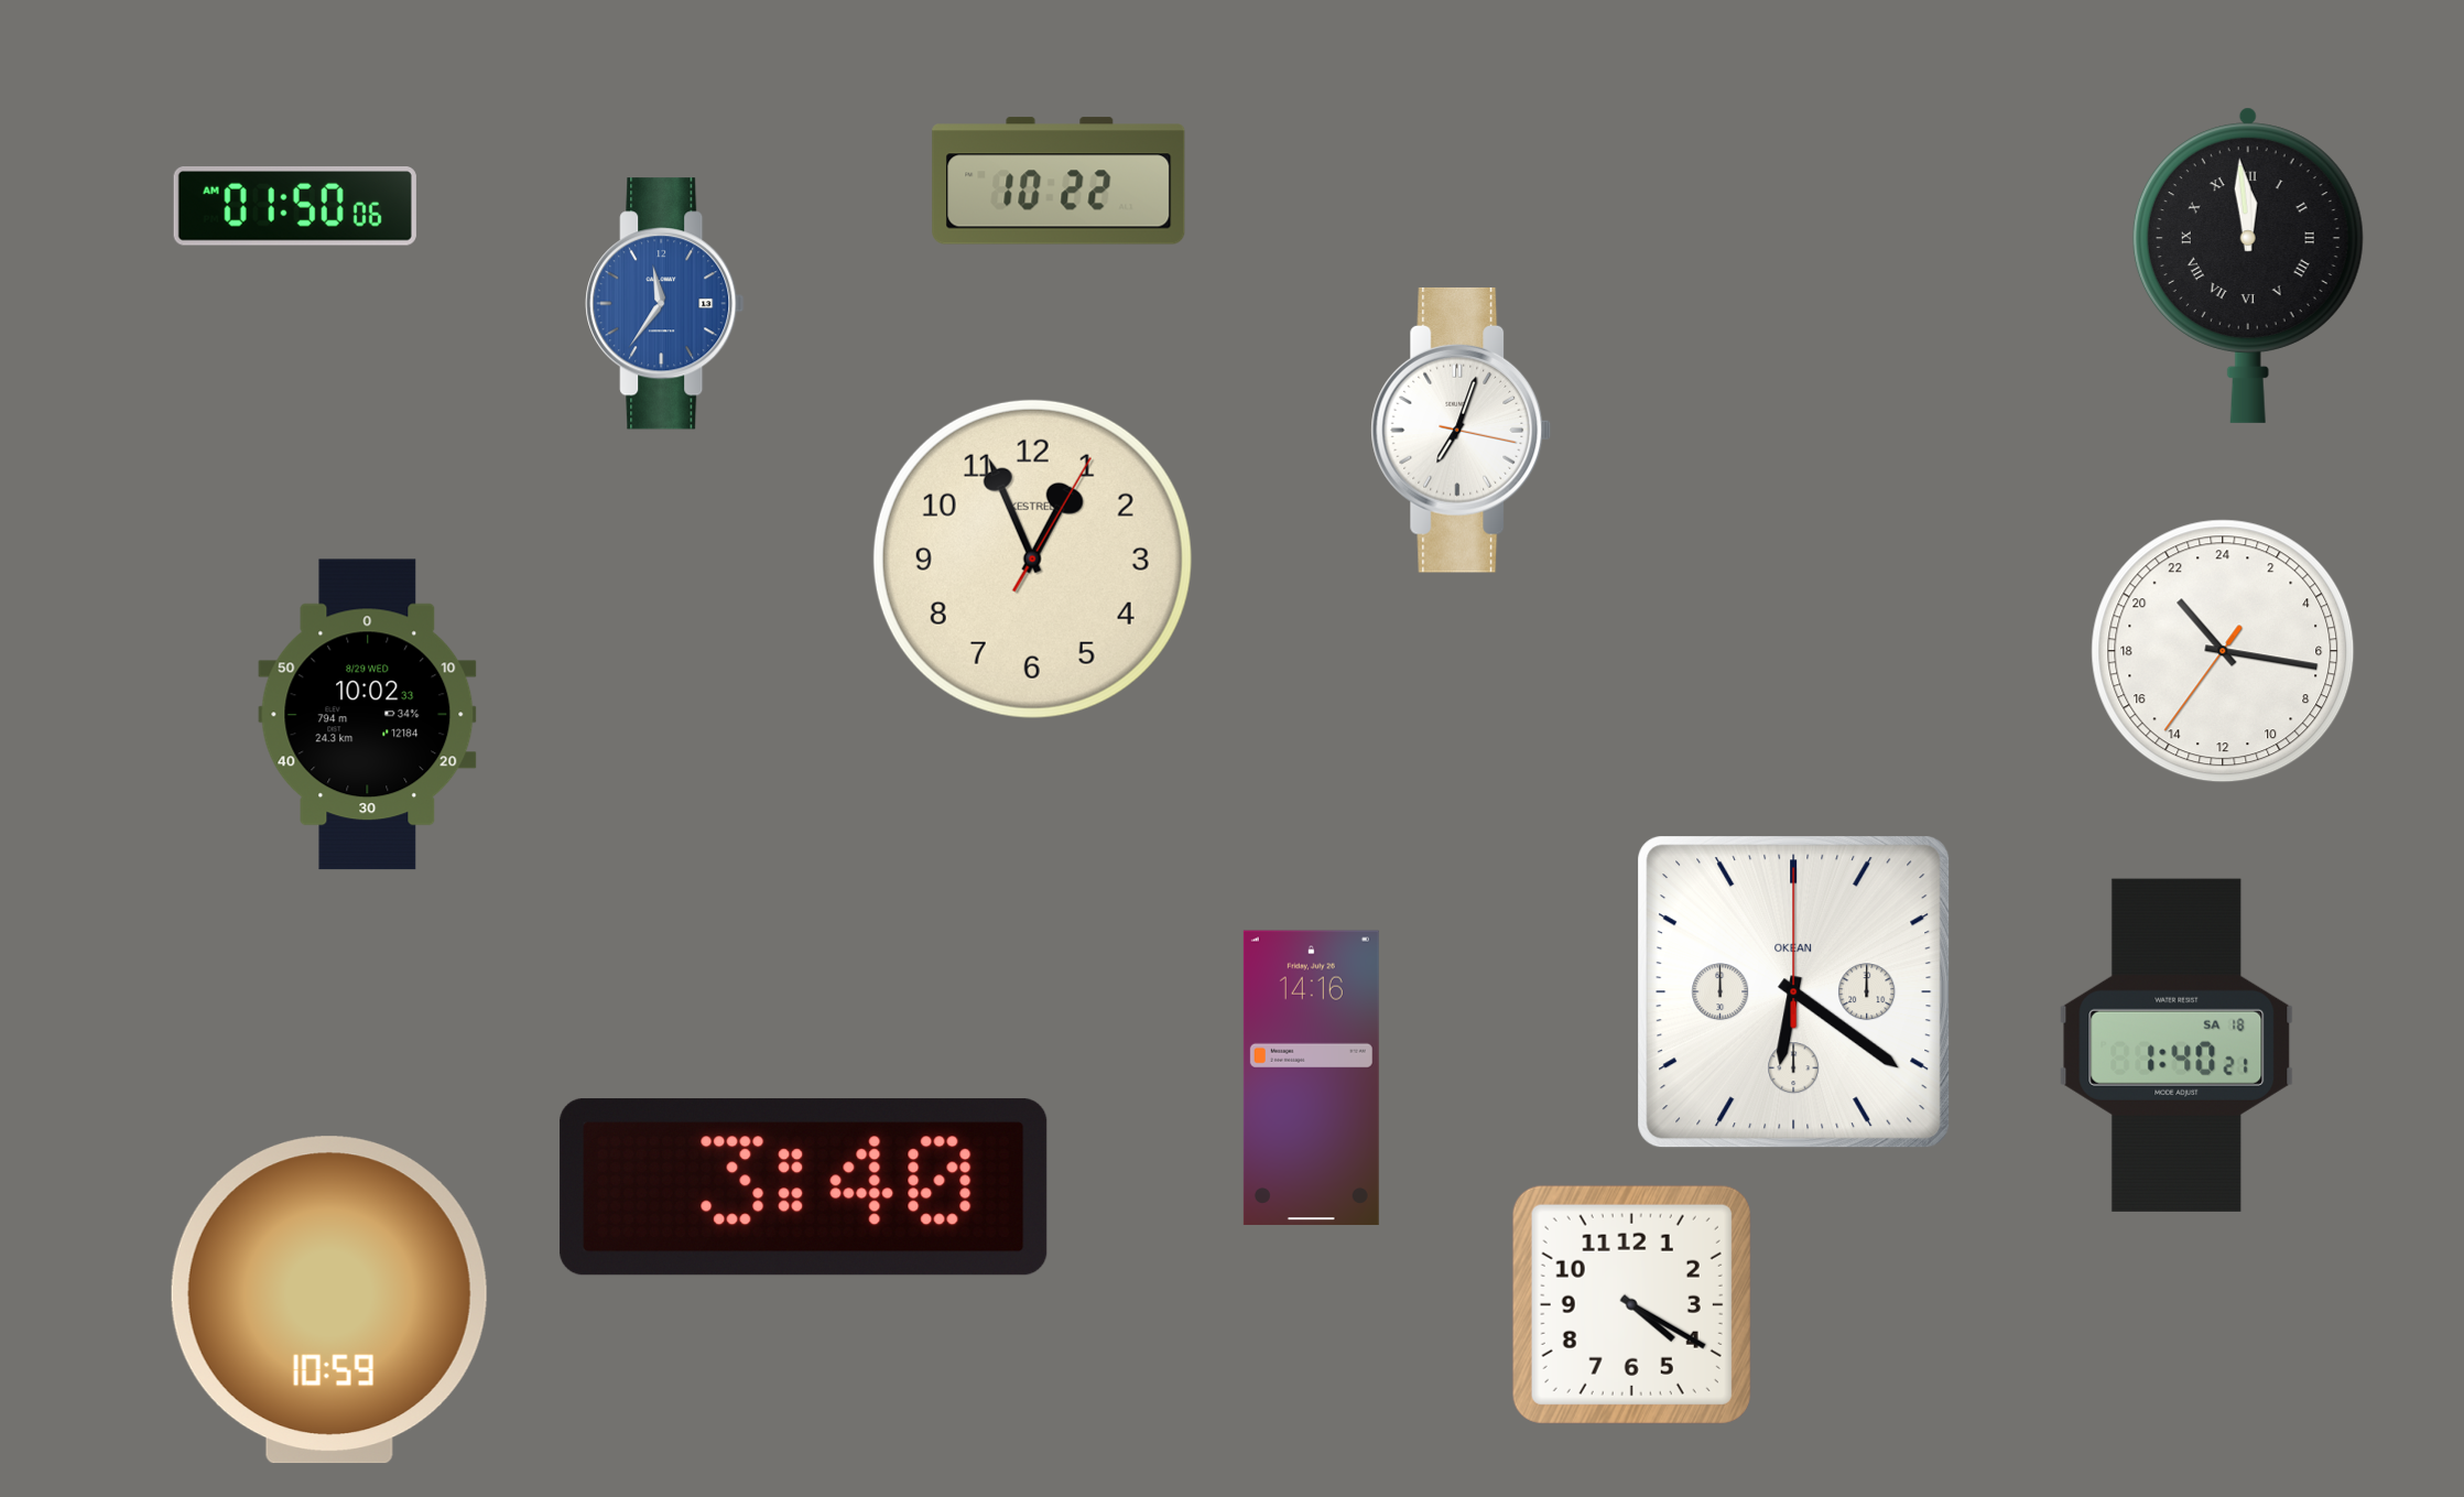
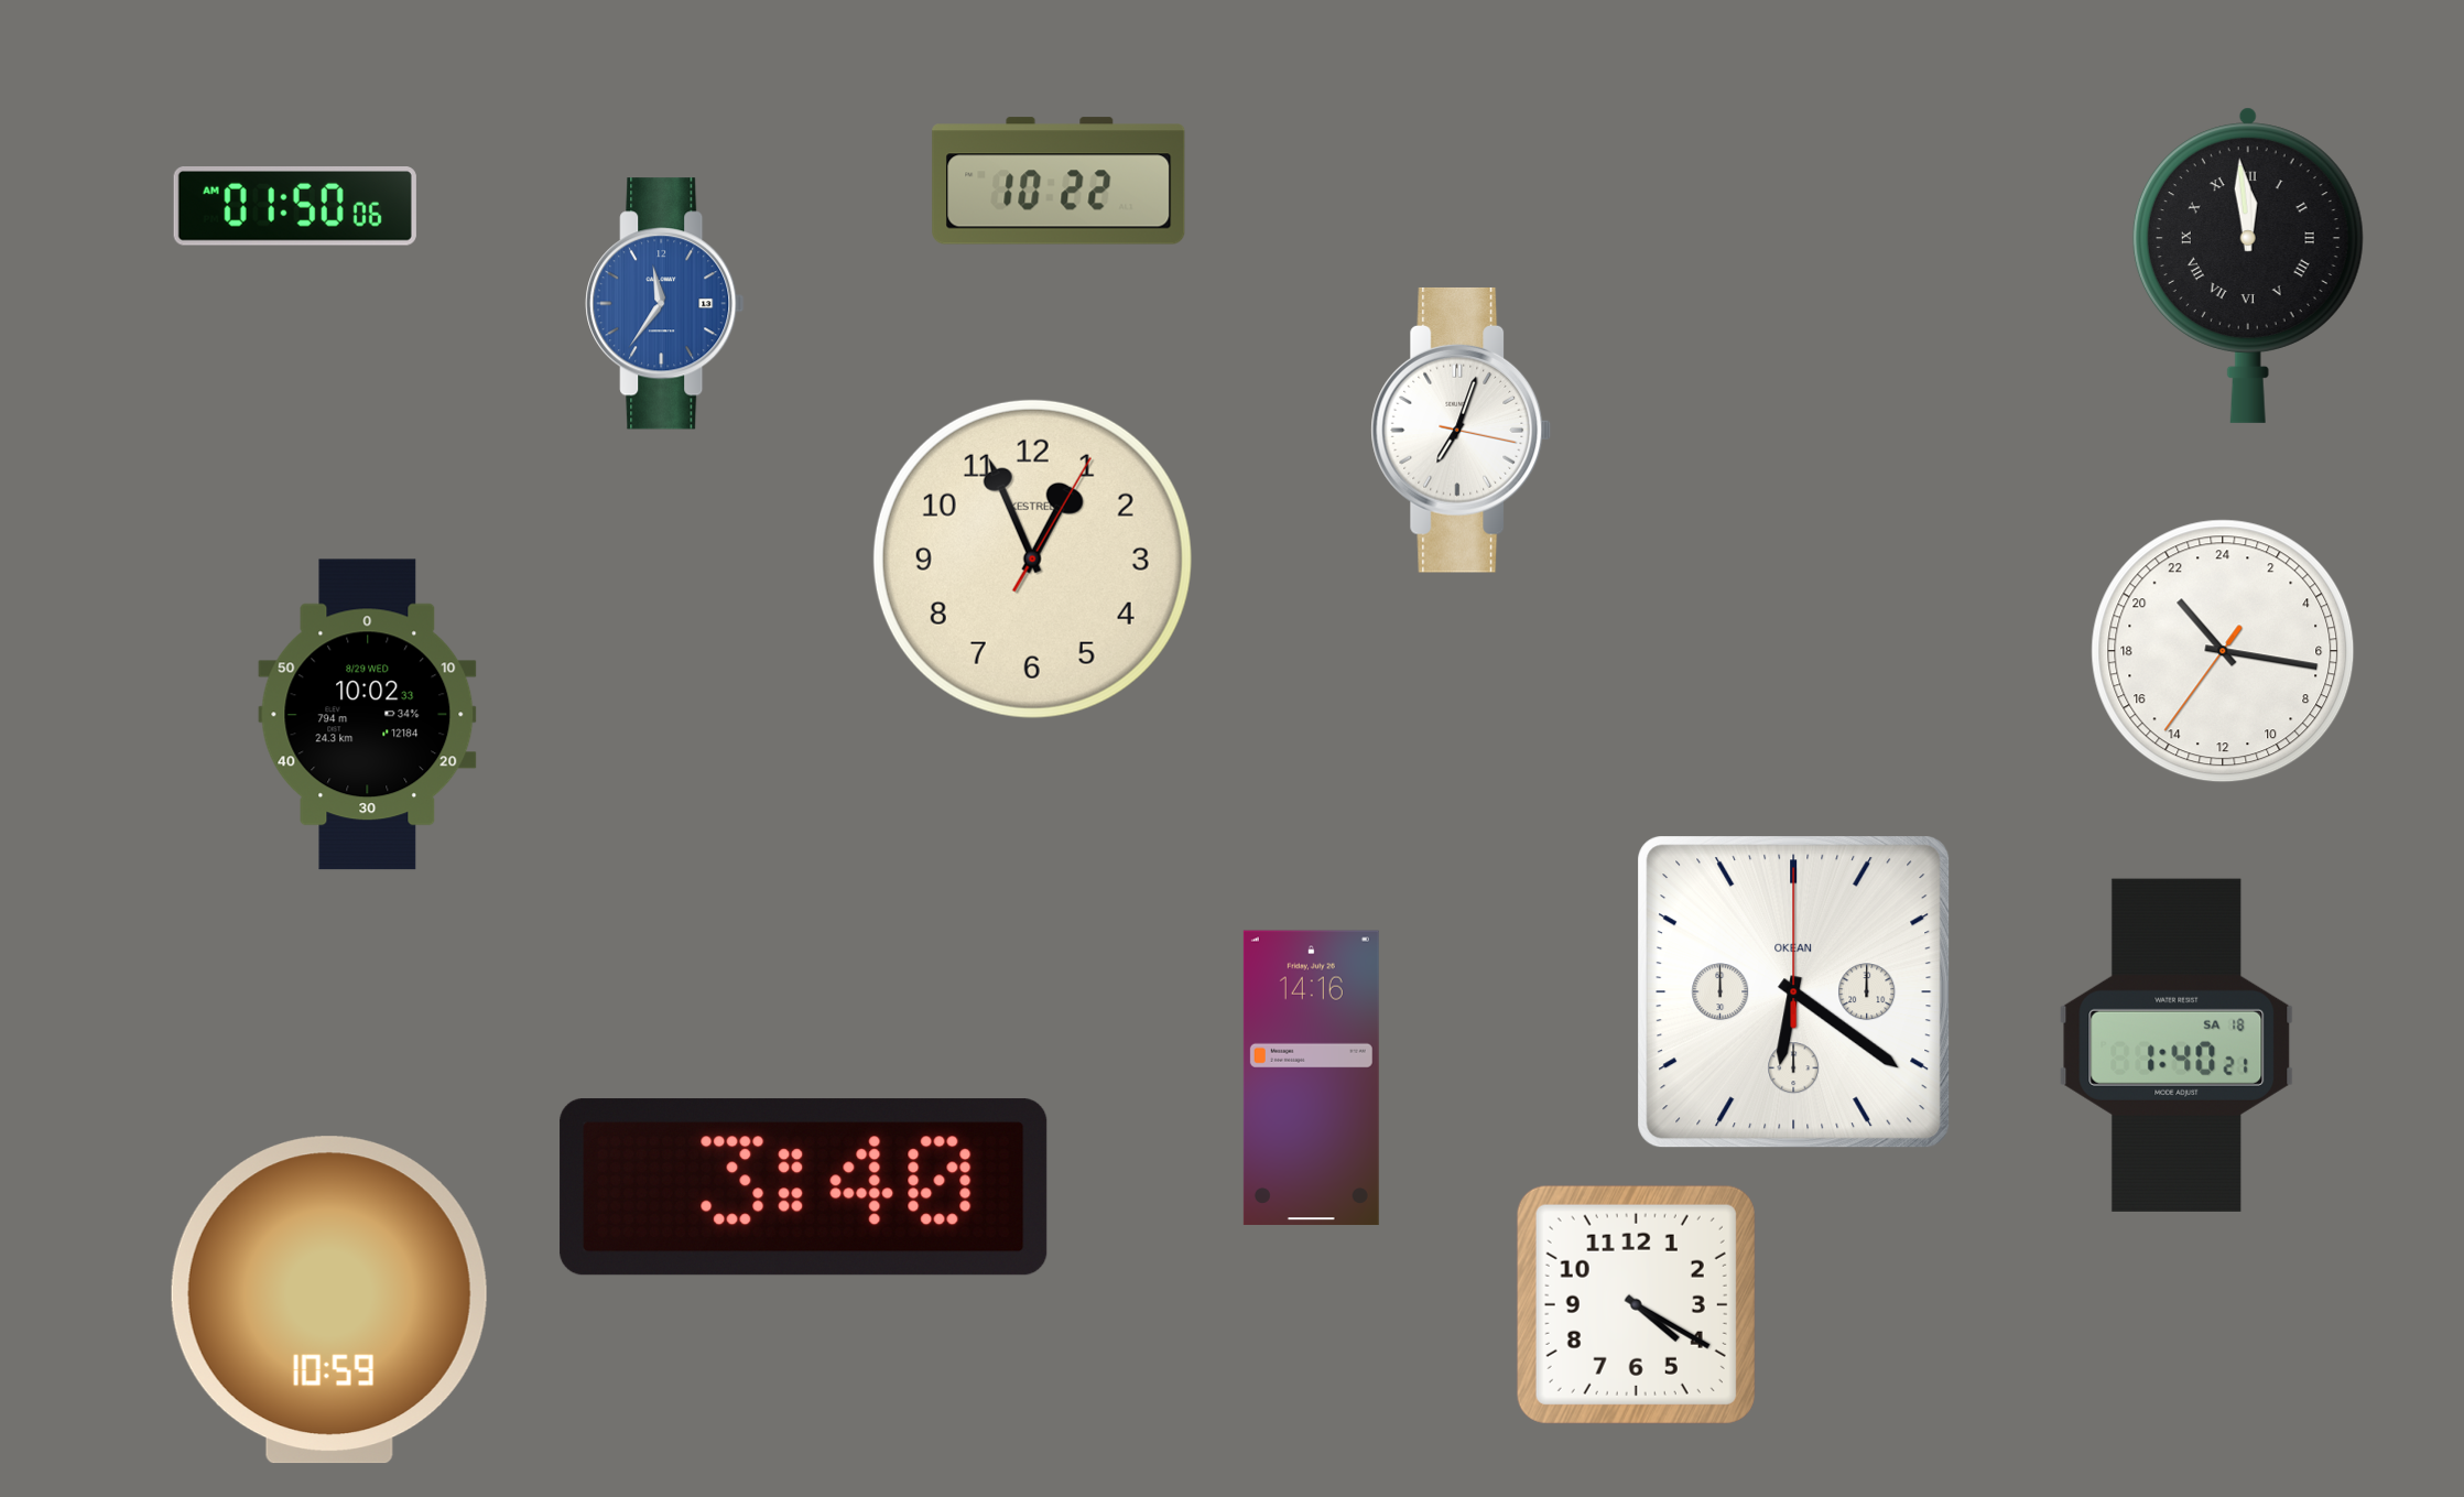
clock at (1631, 1304) position: (1631, 1304) -> (1636, 1304)
